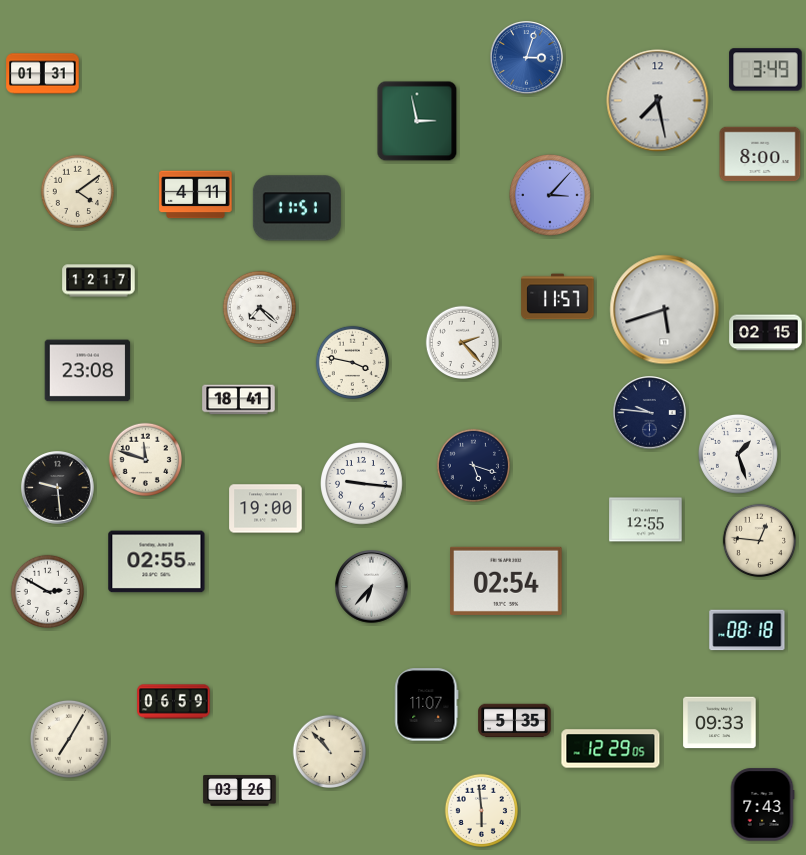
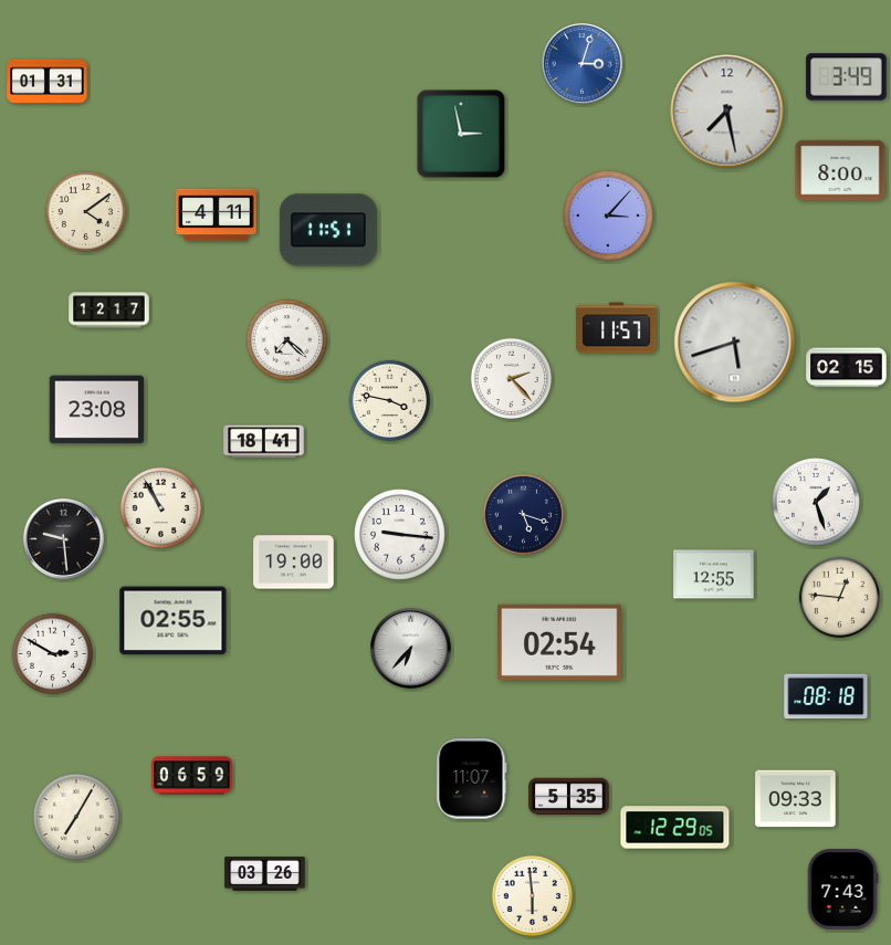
clock at (650, 413): 9:46 -> none
clock at (145, 459): 11:48 -> 10:55
clock at (329, 751): 10:53 -> none
